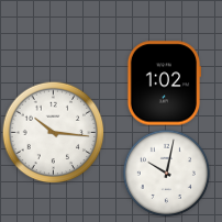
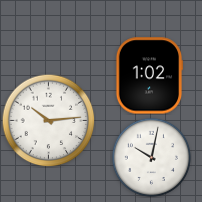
clock at (53, 132): 10:16 -> 10:14
